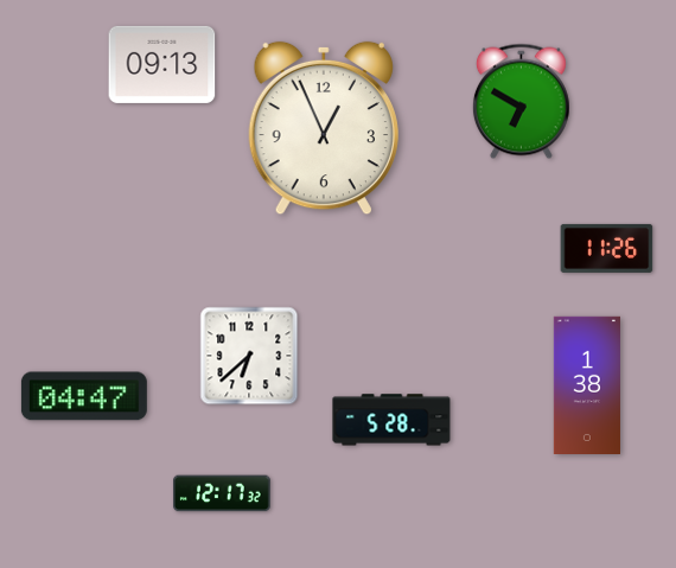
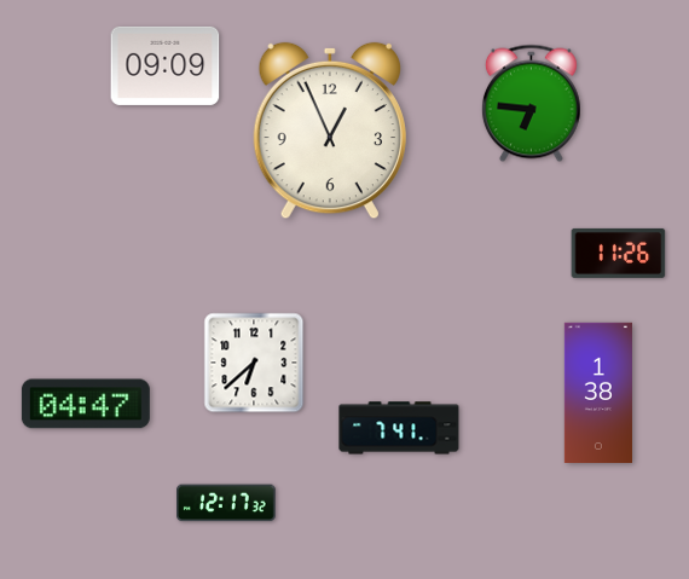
clock at (162, 64): 09:13 -> 09:09
clock at (521, 102): 6:50 -> 6:46
clock at (391, 420): 5:28 -> 7:41
